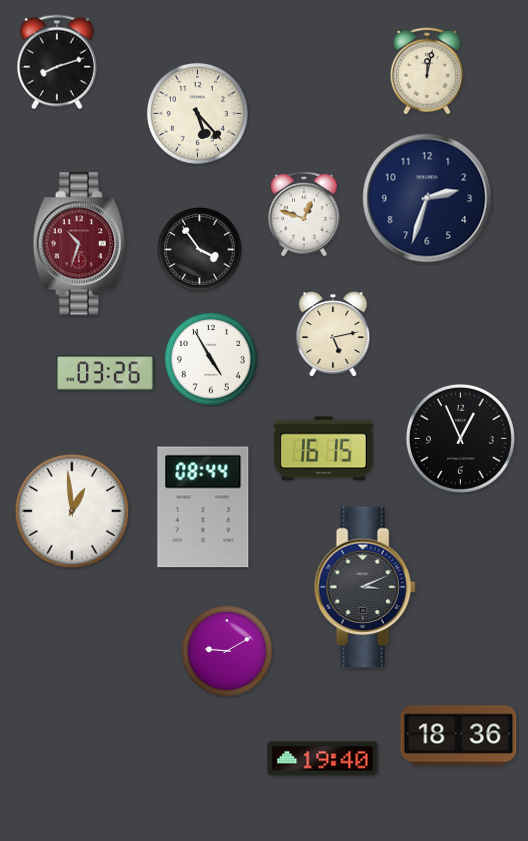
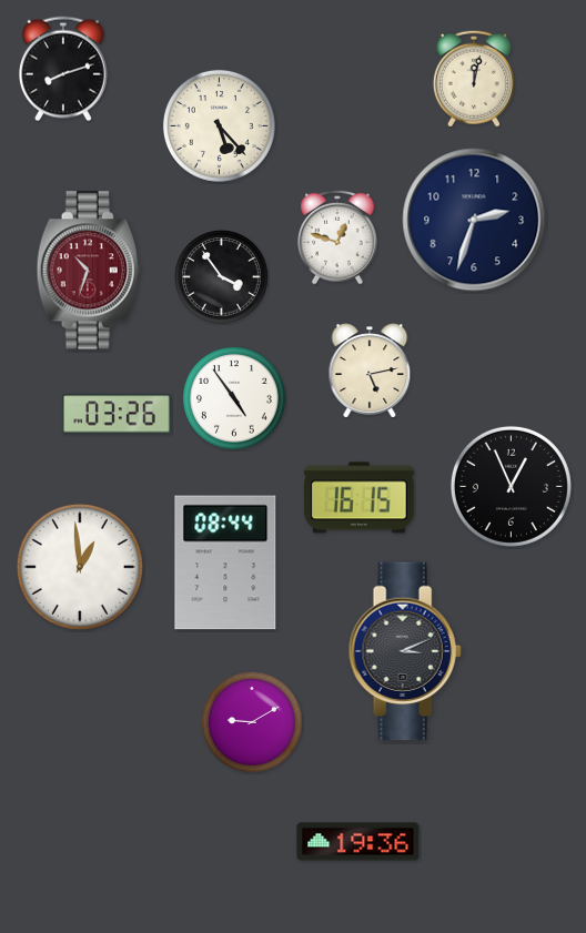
clock at (212, 360): 4:55 -> 4:54
clock at (459, 736): 18:36 -> none
clock at (323, 759): 19:40 -> 19:36
